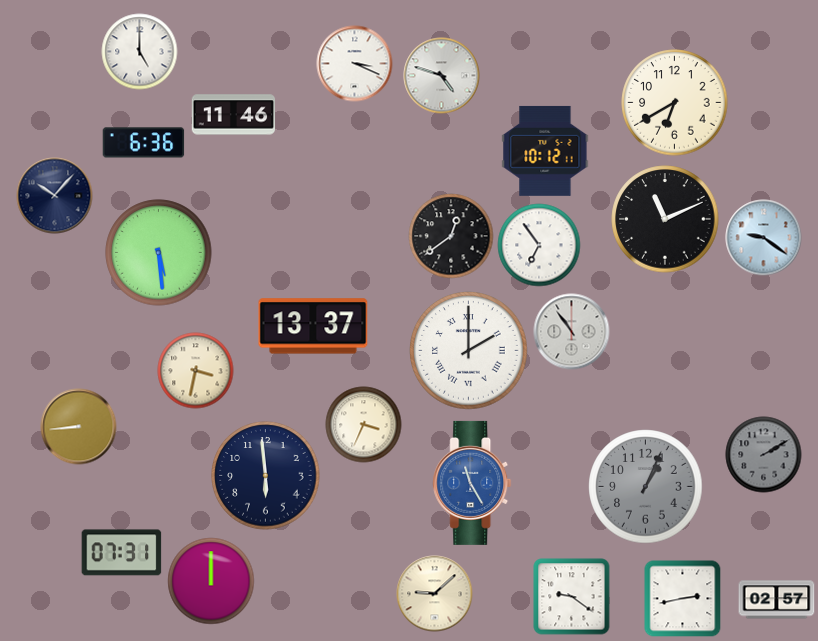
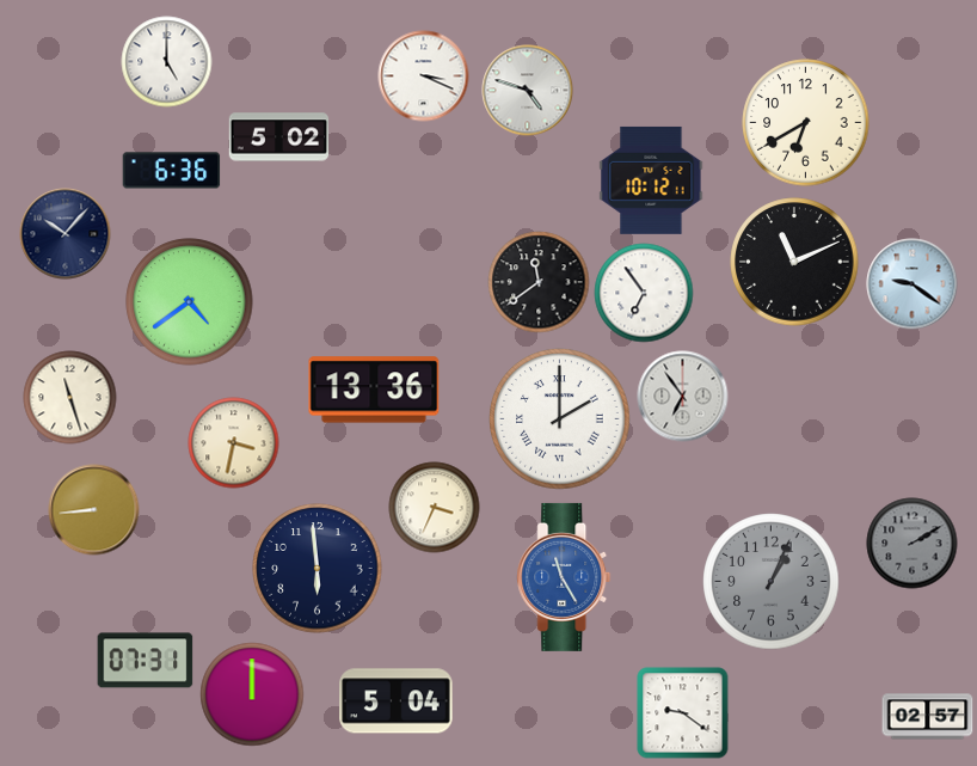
clock at (234, 115): 11:46 -> 5:02
clock at (451, 236): 12:39 -> 11:39
clock at (159, 253): 5:29 -> 4:39
clock at (313, 326): 13:37 -> 13:36
clock at (572, 332): 10:54 -> 6:54
clock at (70, 398): none -> 11:27
clock at (397, 701): none -> 5:04
clock at (435, 594): 9:08 -> none
clock at (683, 599): 2:43 -> none
